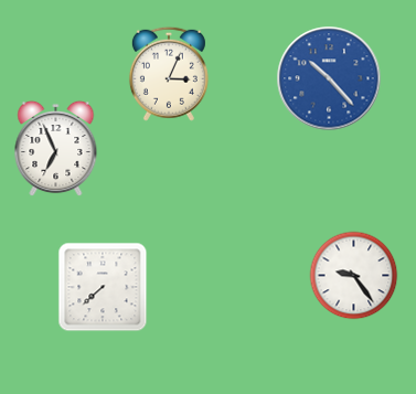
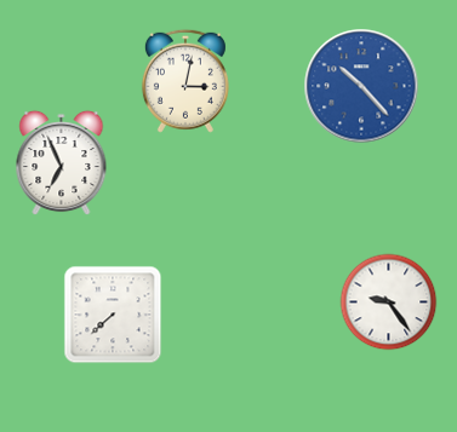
clock at (169, 74): 3:04 -> 3:02
